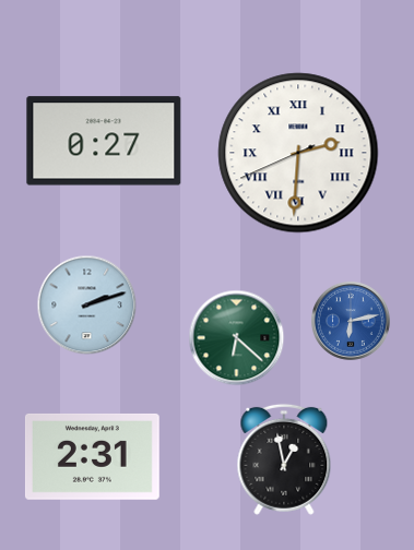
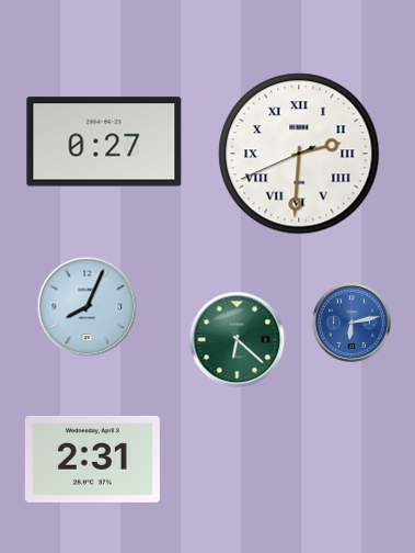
clock at (87, 306): 2:12 -> 8:04
clock at (284, 459): 12:58 -> none
